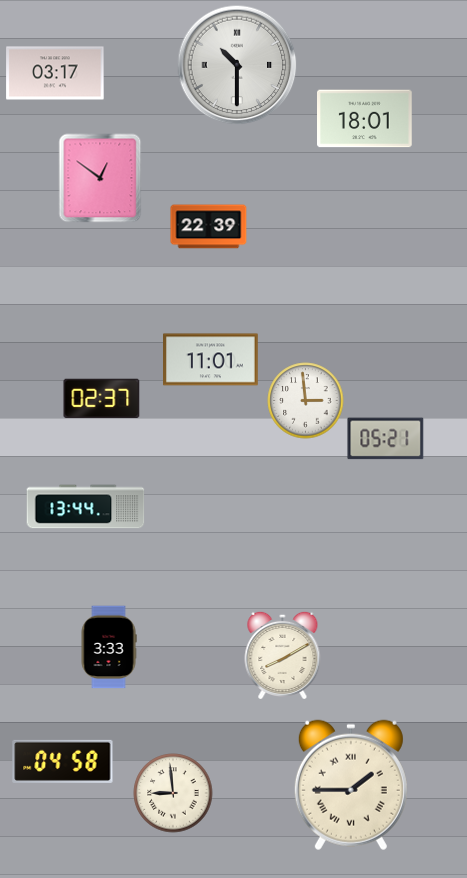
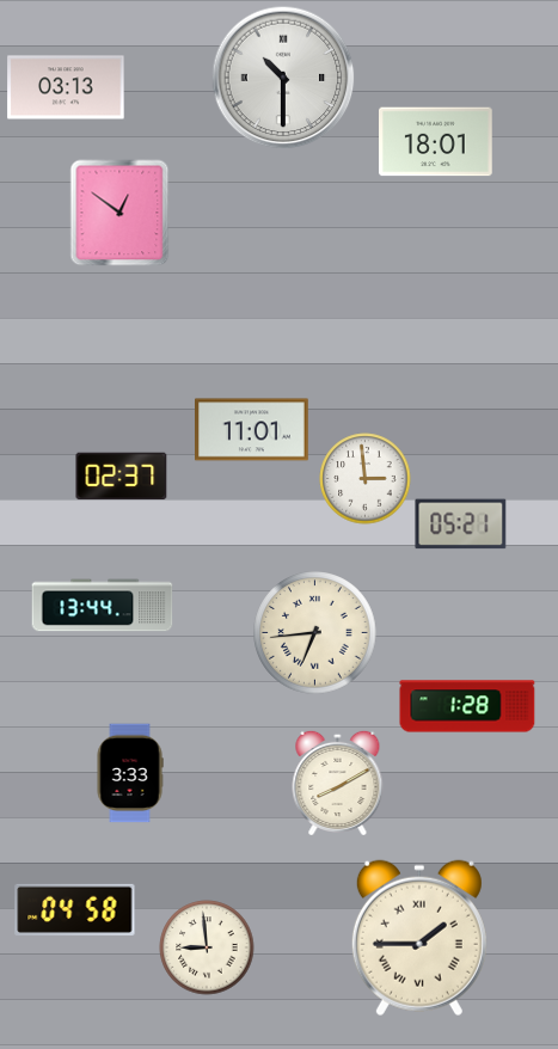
clock at (55, 73): 03:17 -> 03:13
clock at (209, 227): 22:39 -> none
clock at (315, 633): none -> 6:44
clock at (467, 706): none -> 1:28
